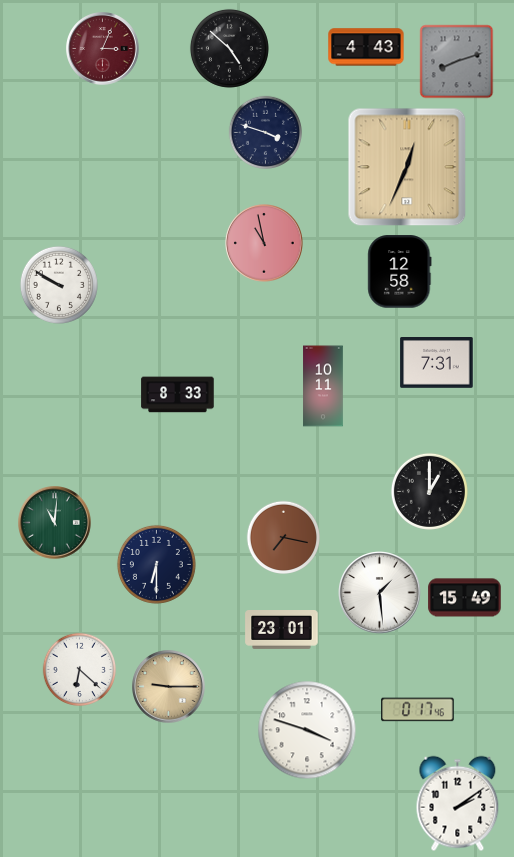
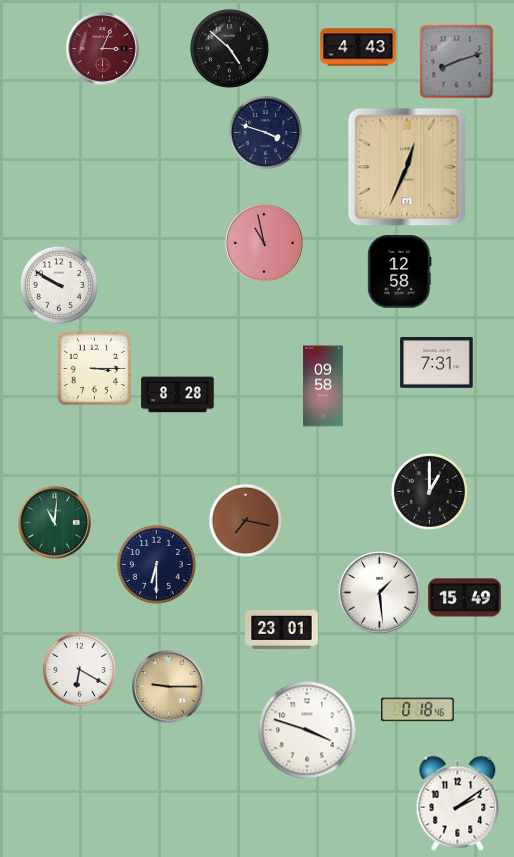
clock at (366, 47) position: (366, 47) -> (358, 47)
clock at (95, 369): none -> 3:15
clock at (323, 386): 10:11 -> 09:58
clock at (178, 395): 8:33 -> 8:28
clock at (283, 537) position: (283, 537) -> (245, 520)
clock at (79, 669): 6:22 -> 6:20
clock at (418, 710): 0:17 -> 0:18
